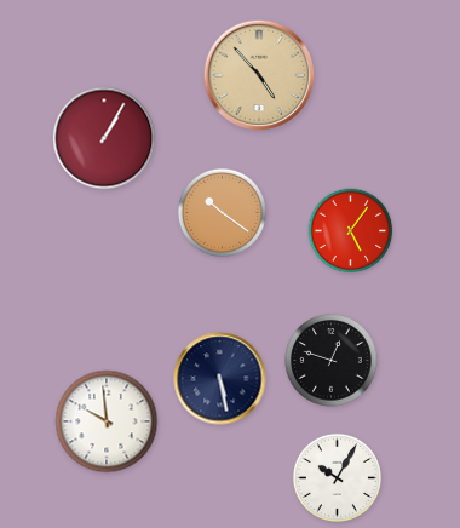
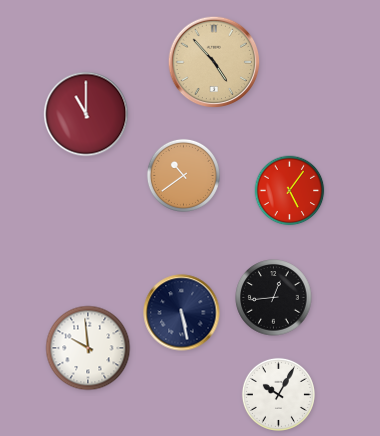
clock at (104, 138): 1:05 -> 11:00
clock at (222, 212): 10:21 -> 10:39
clock at (332, 361): 12:48 -> 12:44
